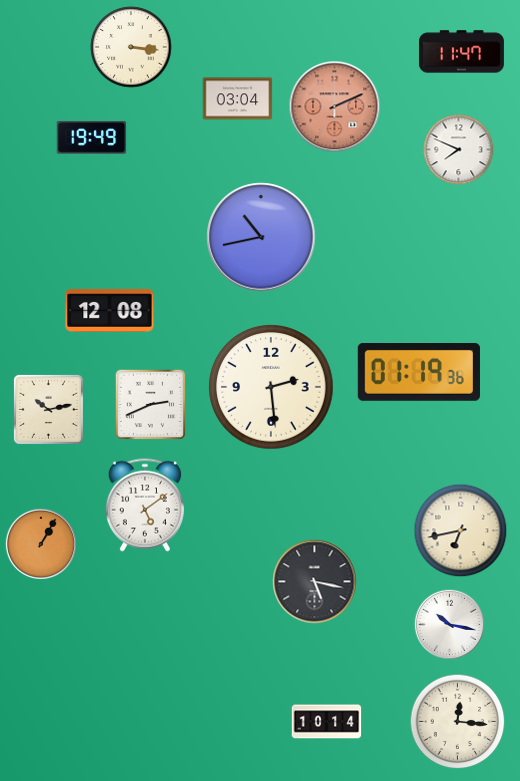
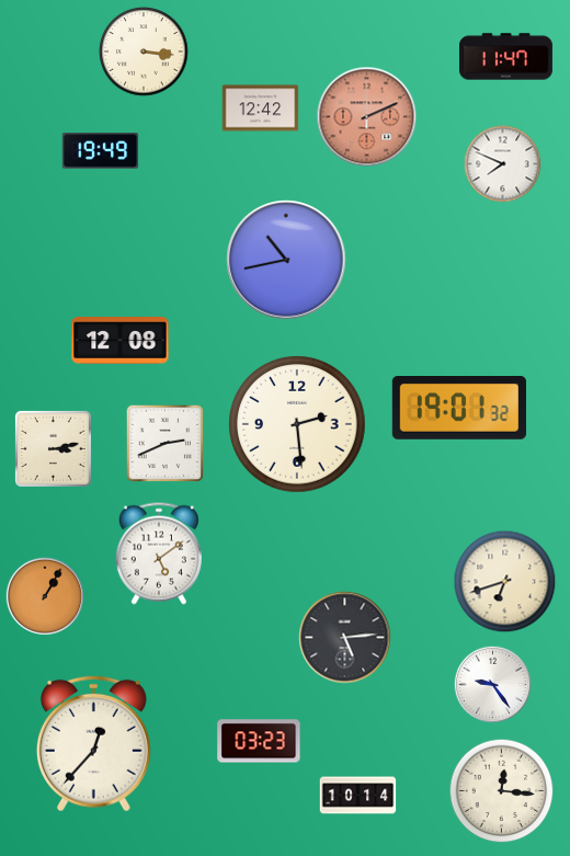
clock at (238, 99): 03:04 -> 12:42
clock at (419, 373): 01:19 -> 19:01
clock at (48, 409): 10:13 -> 3:13
clock at (461, 531): 6:43 -> 6:42
clock at (315, 582): 5:17 -> 5:14
clock at (450, 625): 10:17 -> 9:24
clock at (259, 741): none -> 03:23
clock at (93, 743): none -> 12:37
clock at (327, 722) position: (327, 722) -> (358, 796)
